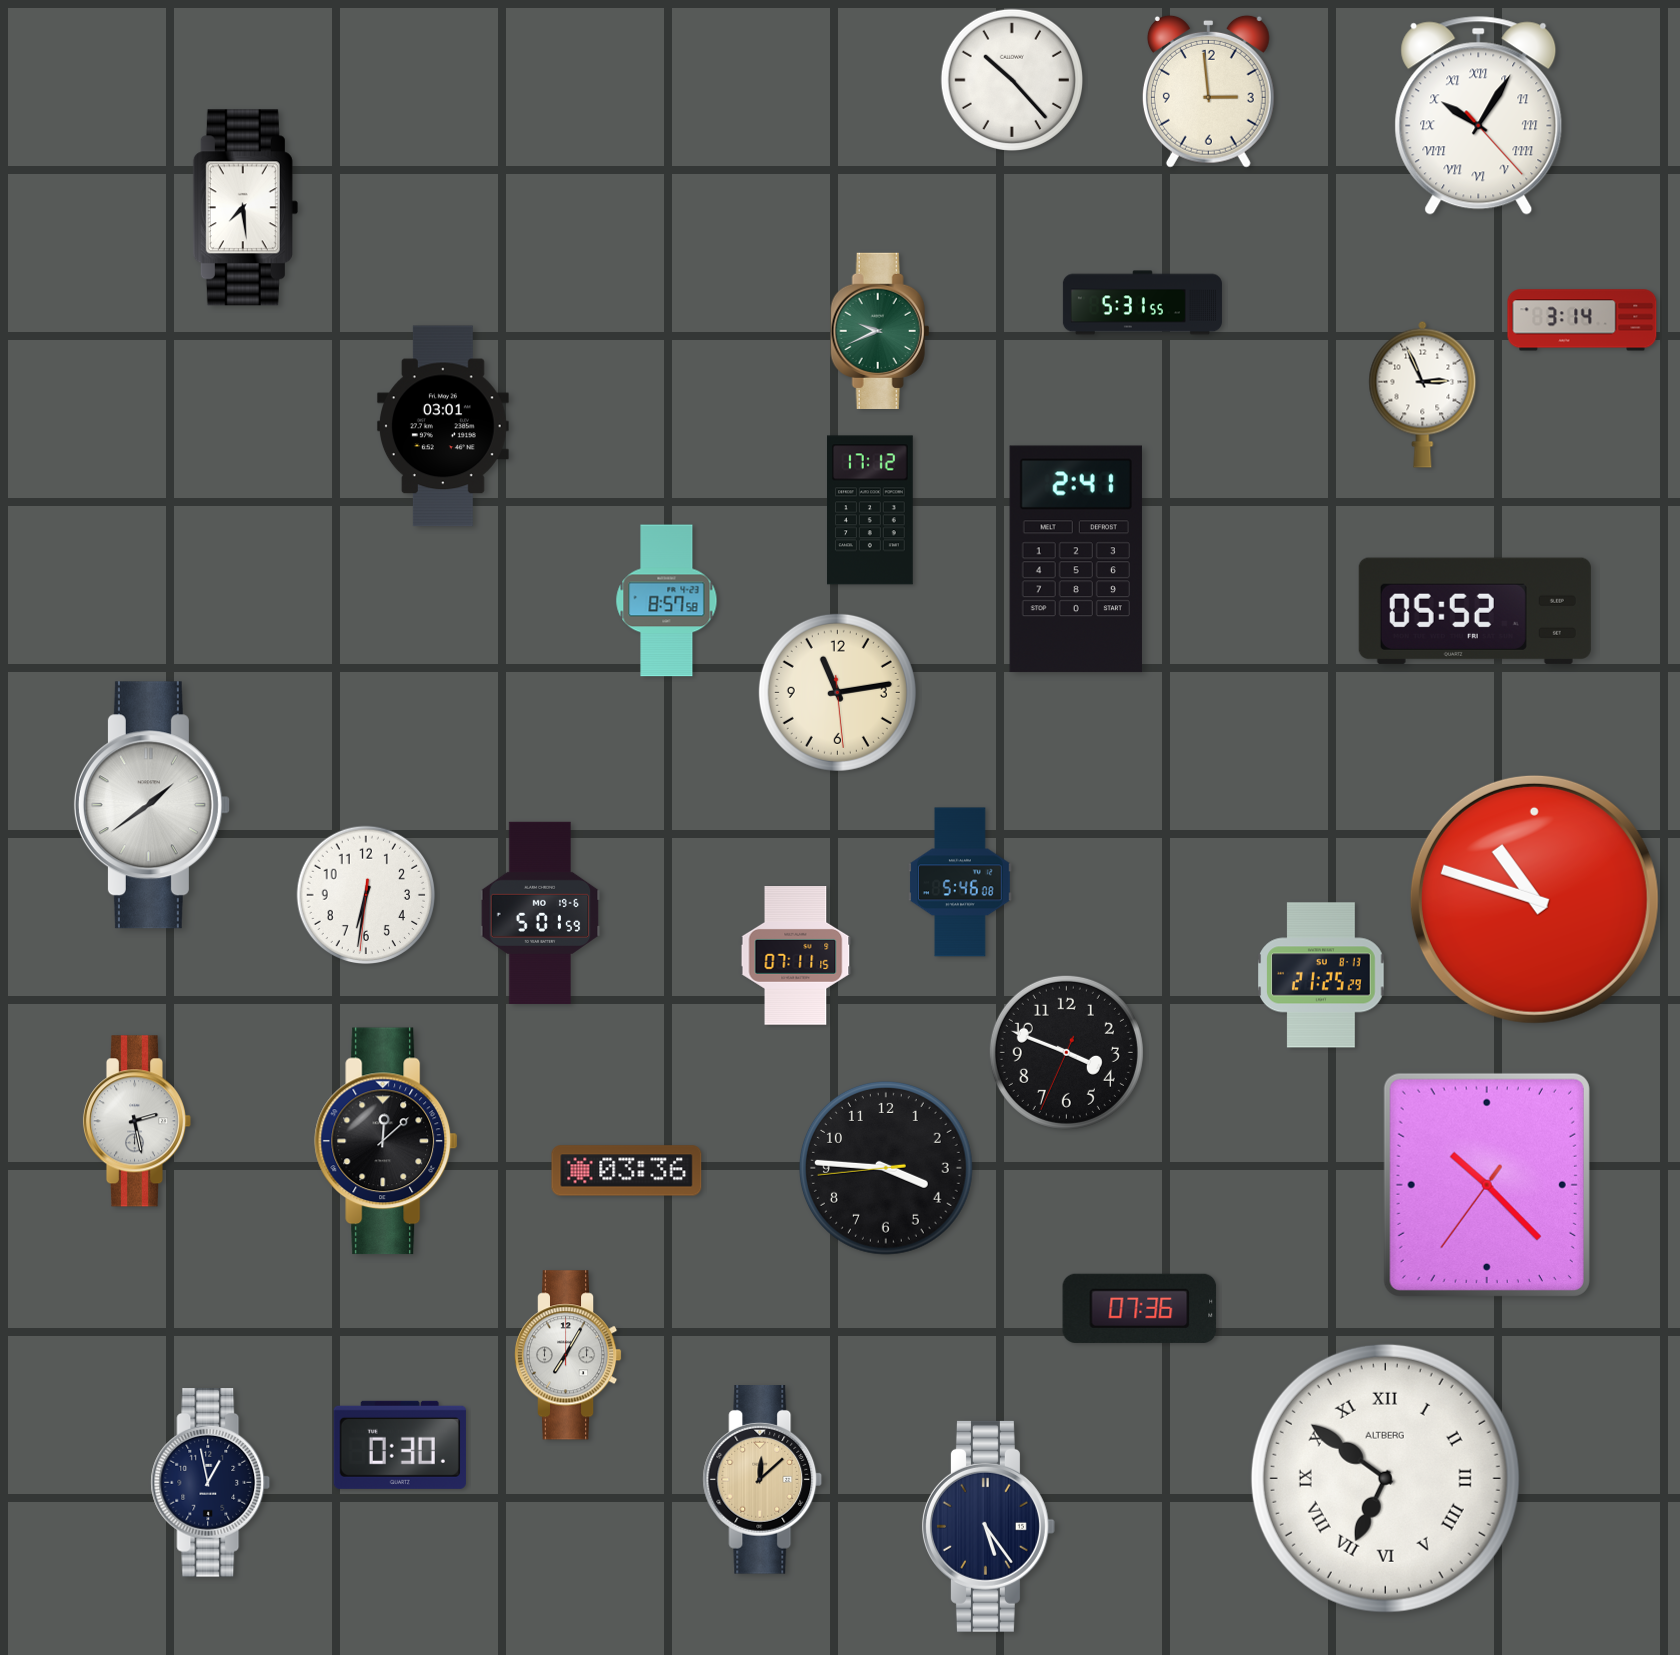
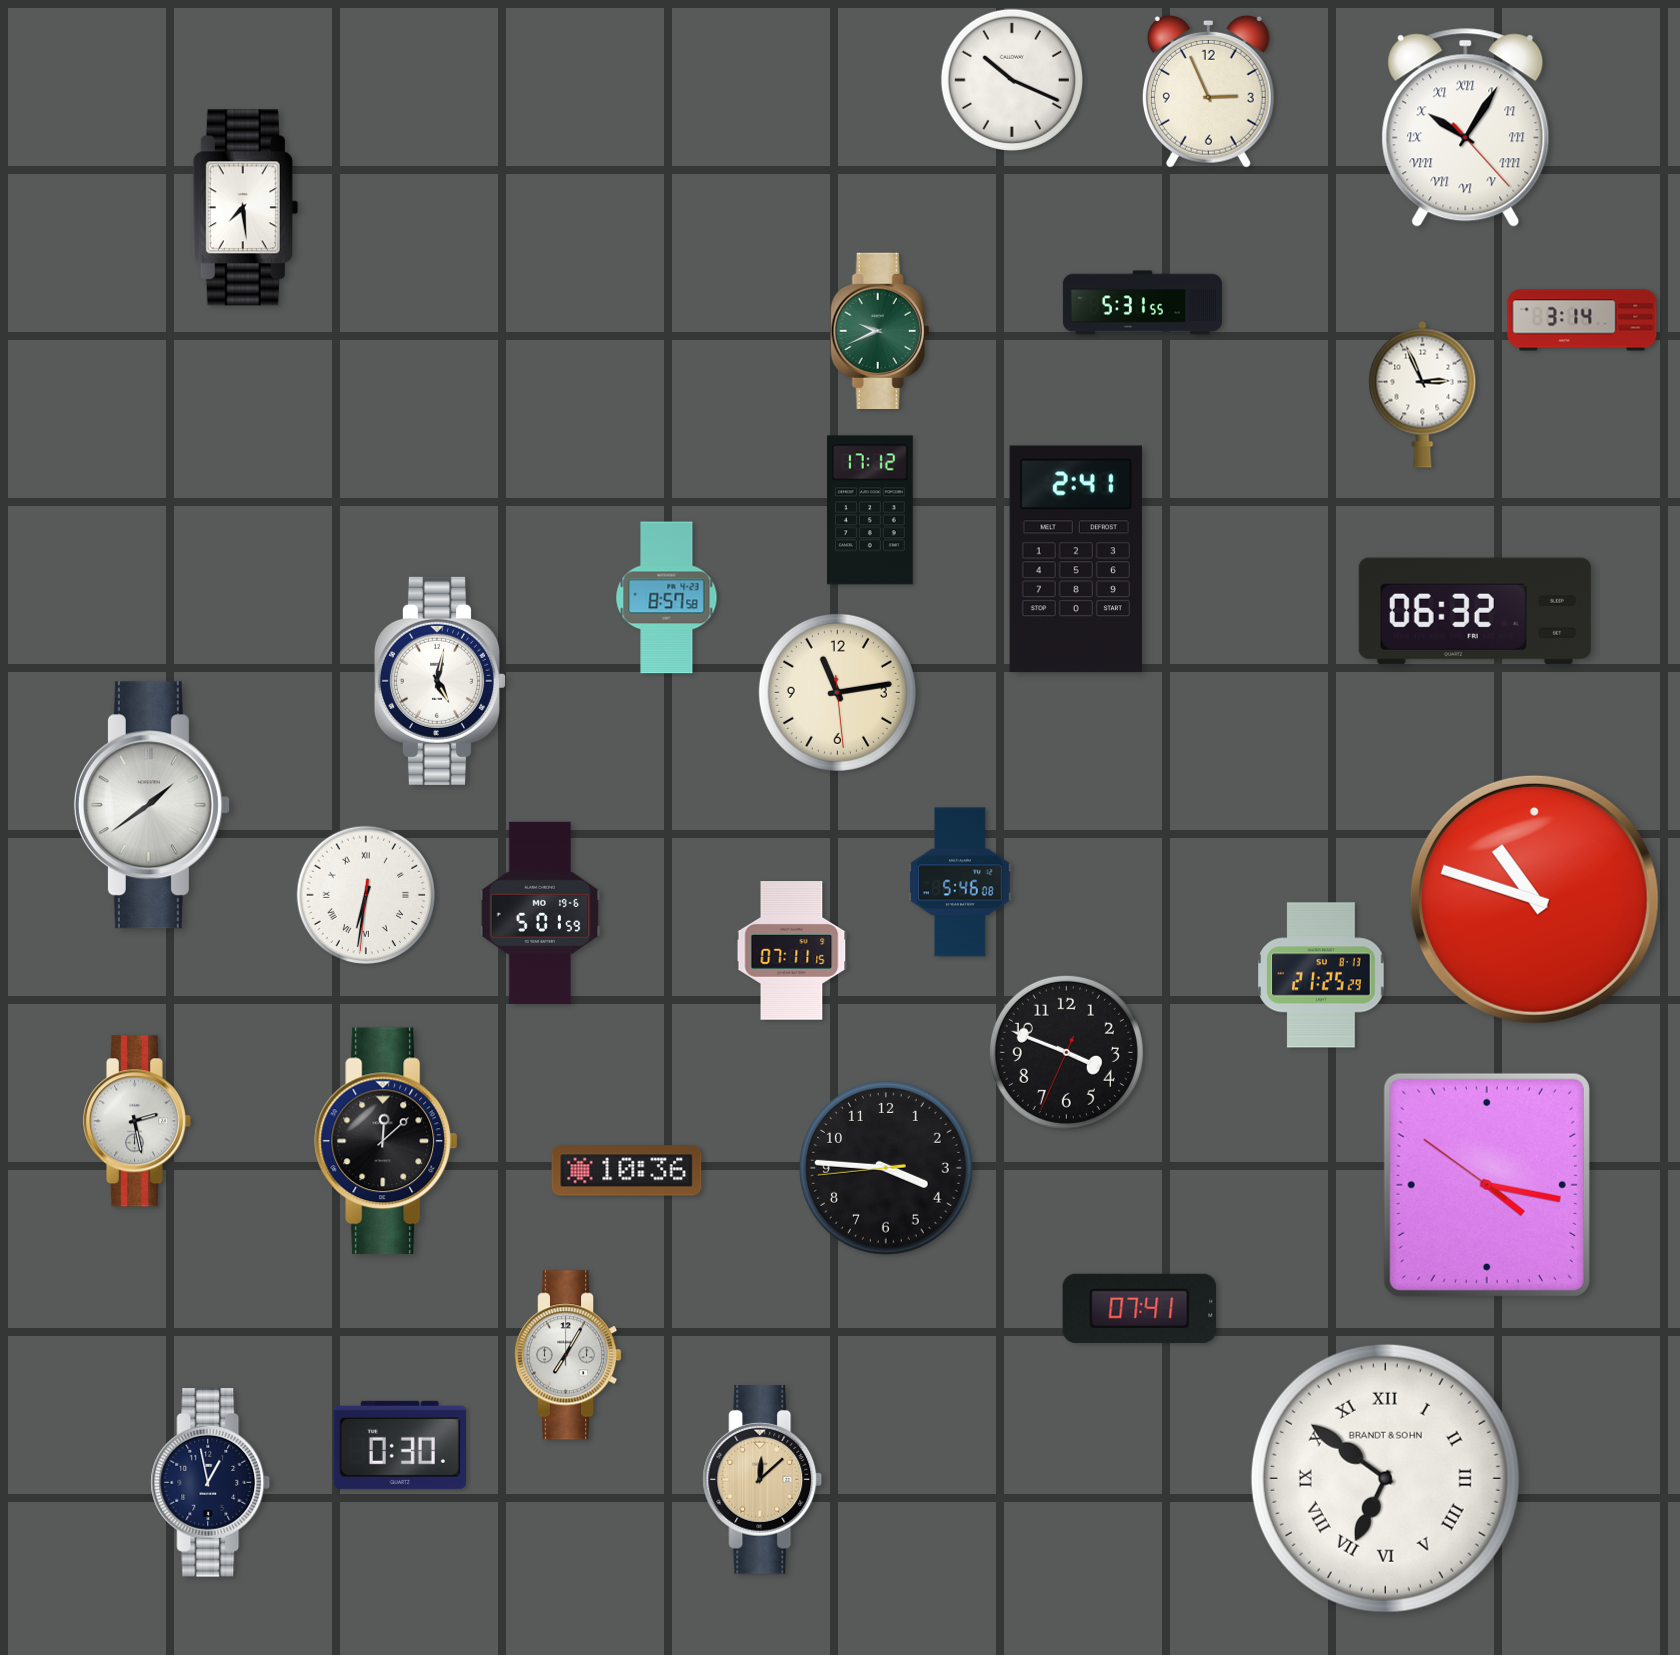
clock at (1011, 79): 10:23 -> 10:19
clock at (1208, 91): 2:59 -> 2:56
clock at (1479, 115) position: (1479, 115) -> (1466, 127)
clock at (443, 426): 03:01 -> none
clock at (667, 601) position: (667, 601) -> (667, 598)
clock at (1475, 611): 05:52 -> 06:32
clock at (440, 681): none -> 5:02
clock at (366, 895) numerals: Arabic -> Roman
clock at (796, 956) position: (796, 956) -> (792, 951)
clock at (627, 1171): 03:36 -> 10:36
clock at (1487, 1185): 10:22 -> 4:16
clock at (1140, 1308): 07:36 -> 07:41
clock at (1385, 1478) brand: ALTBERG -> BRANDT & SOHN
clock at (988, 1526): 5:24 -> none
